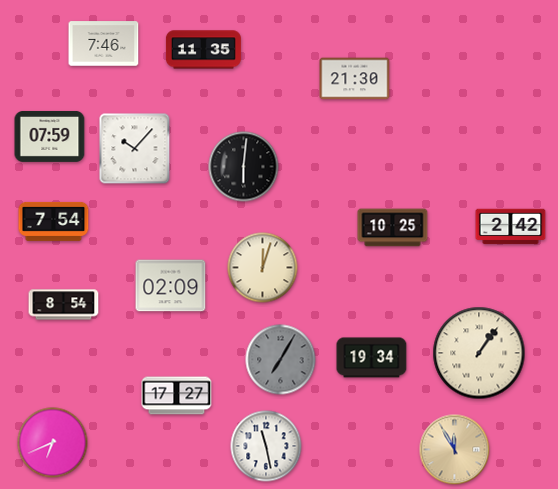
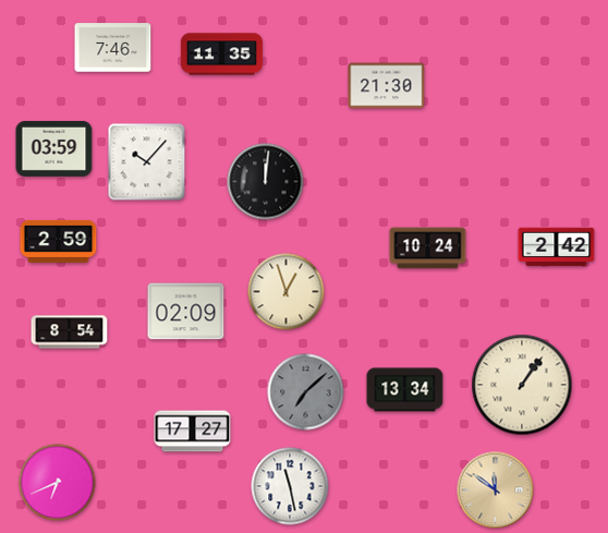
clock at (50, 136): 07:59 -> 03:59
clock at (244, 167): 6:01 -> 12:01
clock at (54, 221): 7:54 -> 2:59
clock at (393, 228): 10:25 -> 10:24
clock at (263, 268): 12:03 -> 12:57
clock at (372, 358): 19:34 -> 13:34
clock at (281, 360): 7:05 -> 7:08
clock at (455, 450): 11:55 -> 11:51
